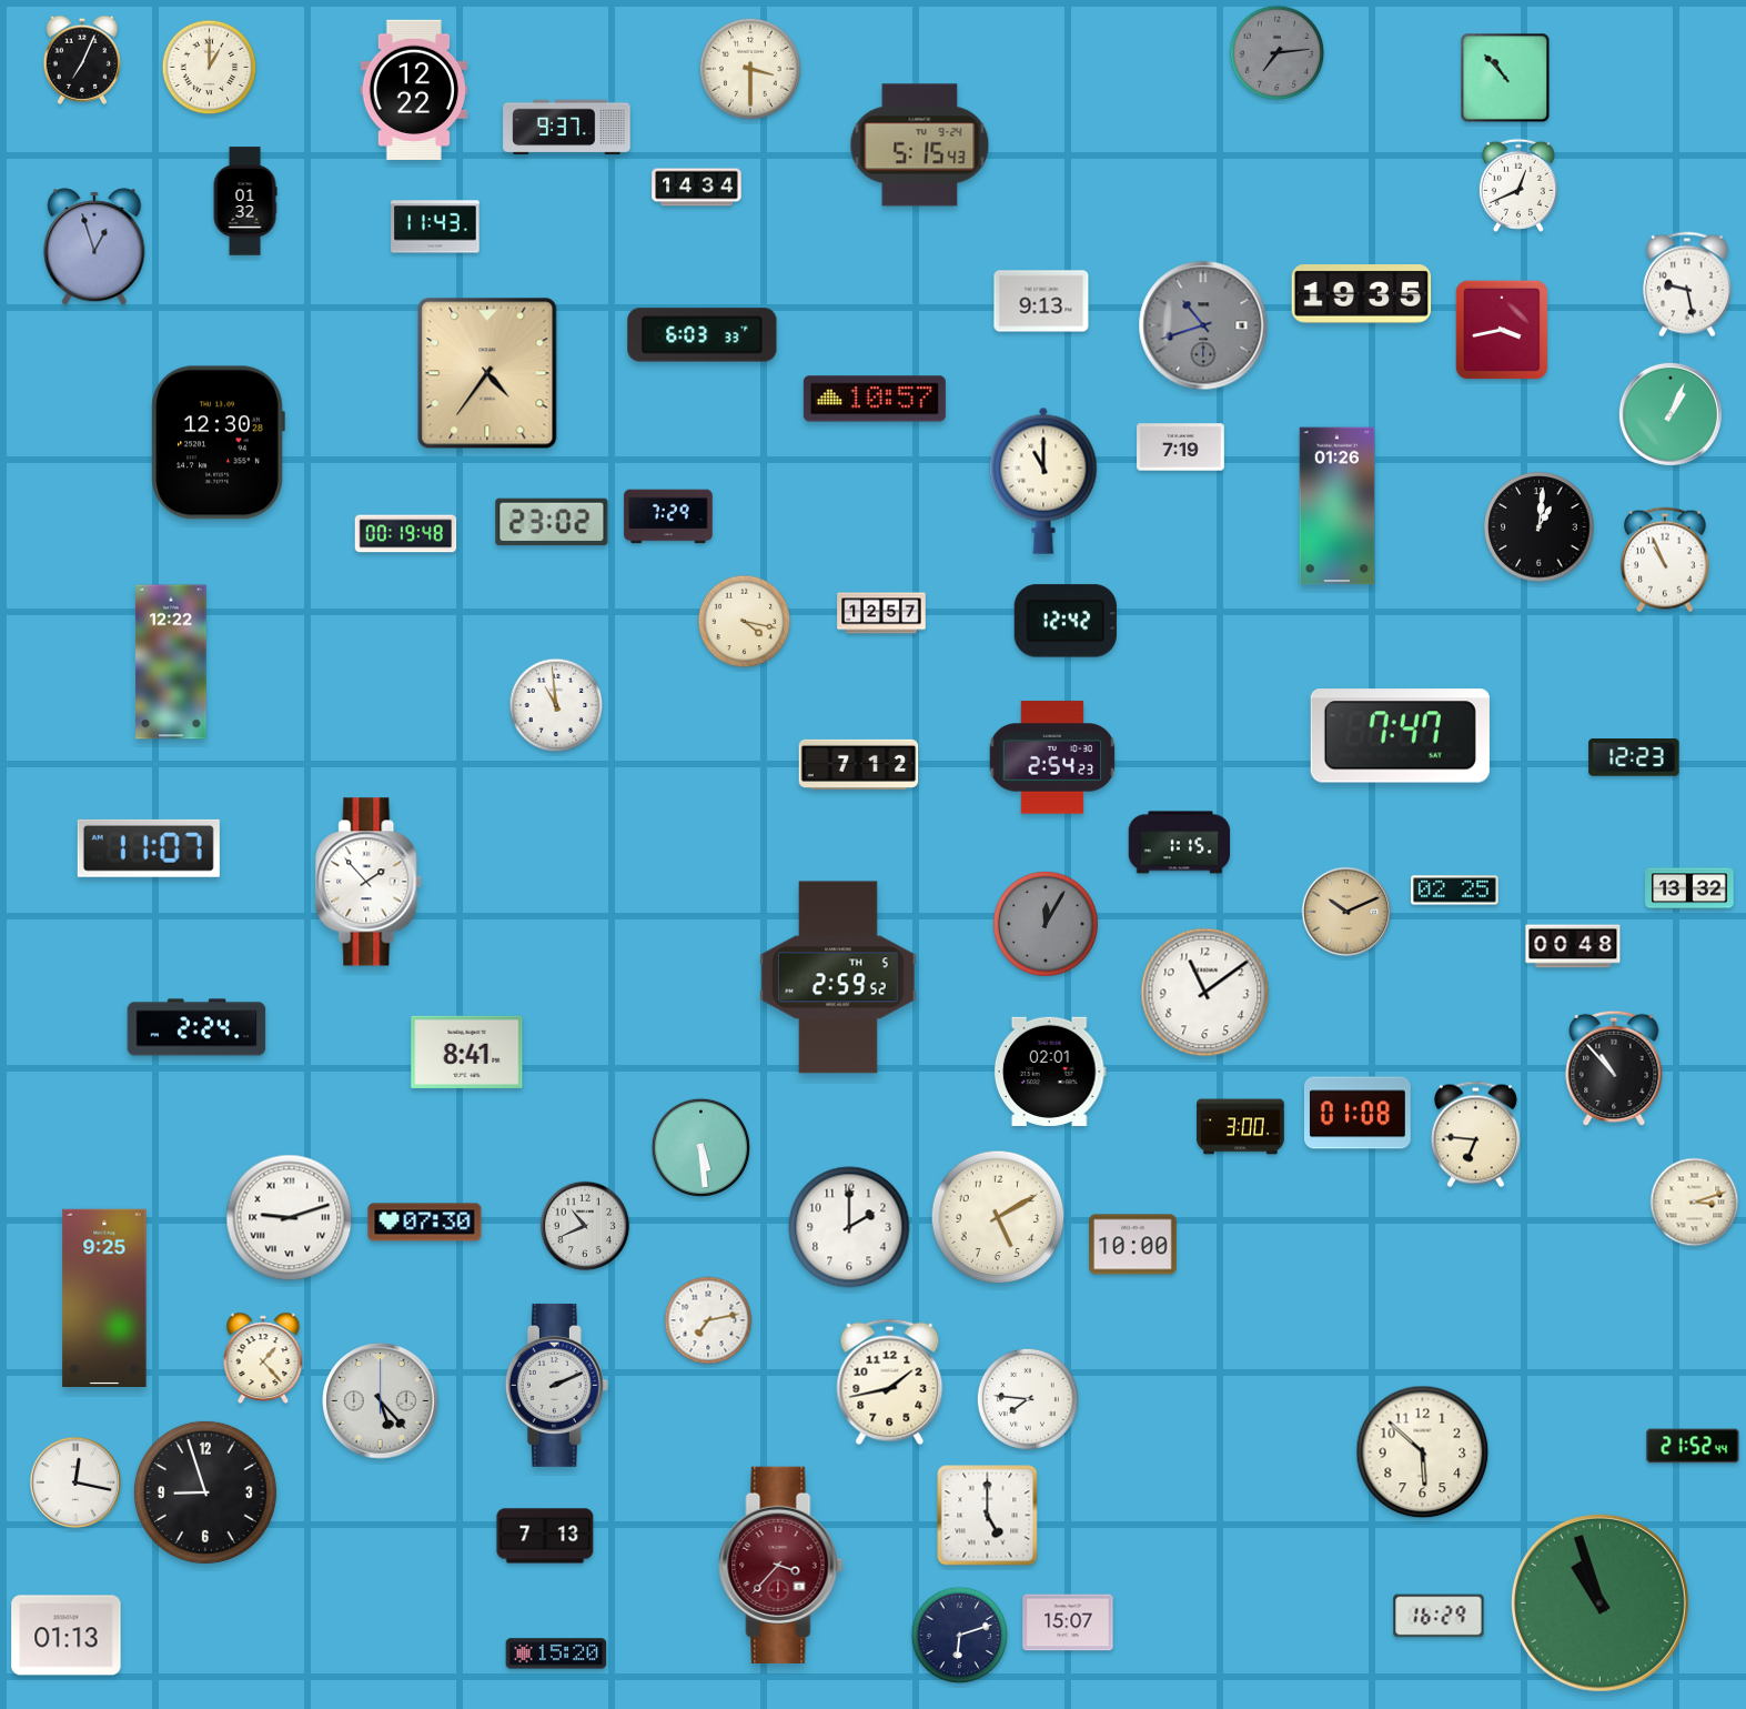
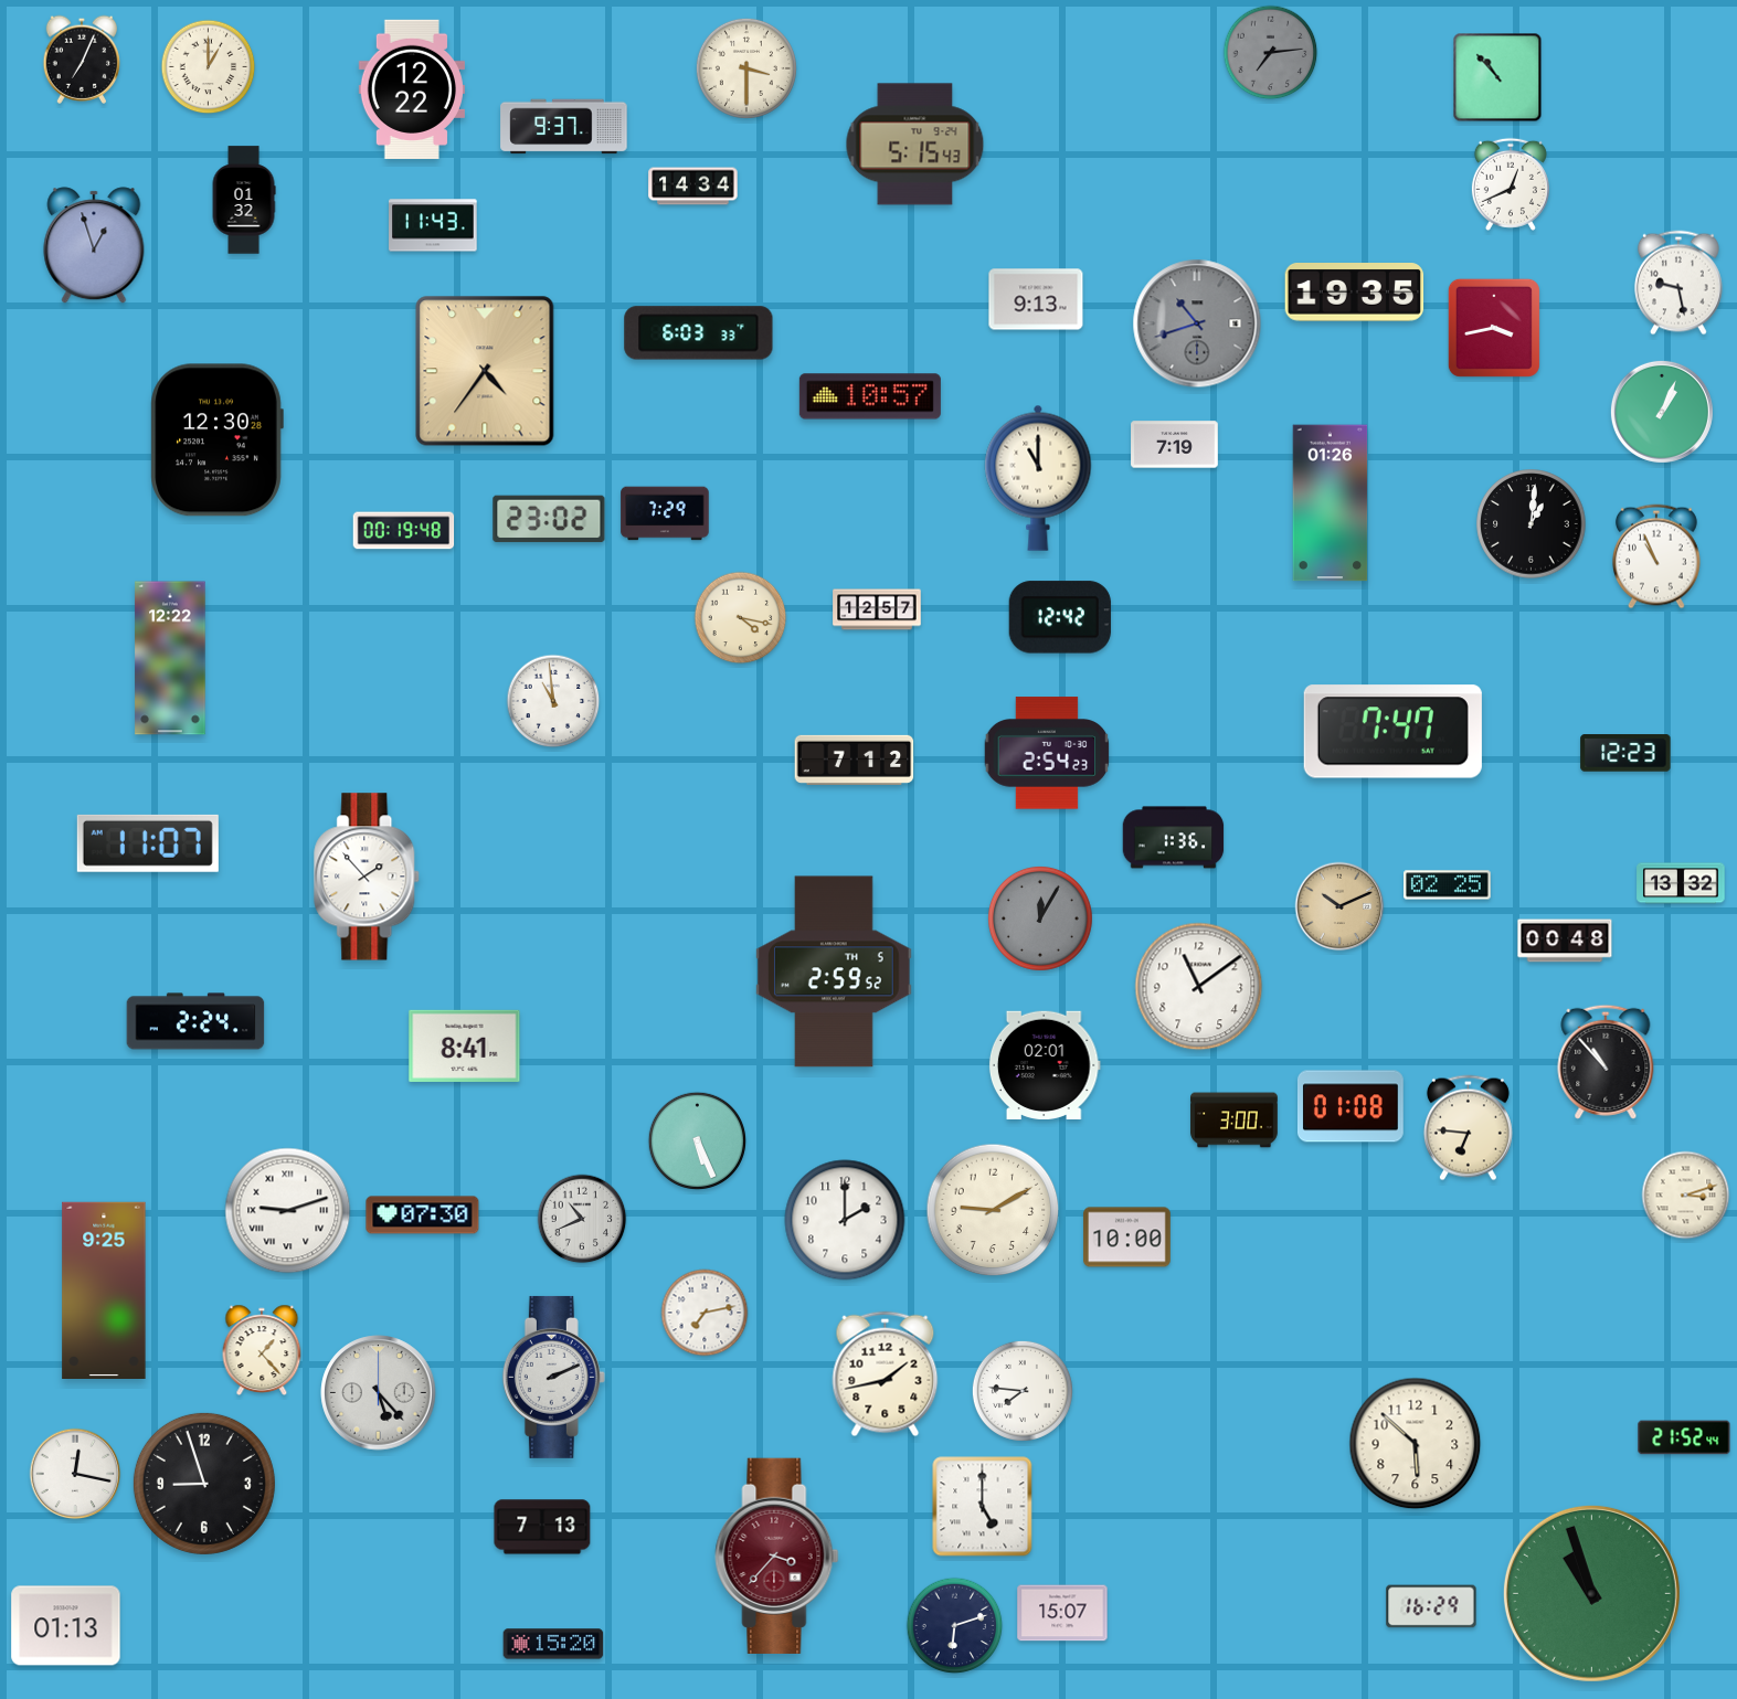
clock at (1180, 843): 1:15 -> 1:36
clock at (700, 1147): 5:29 -> 5:26
clock at (998, 1217): 5:10 -> 9:10
